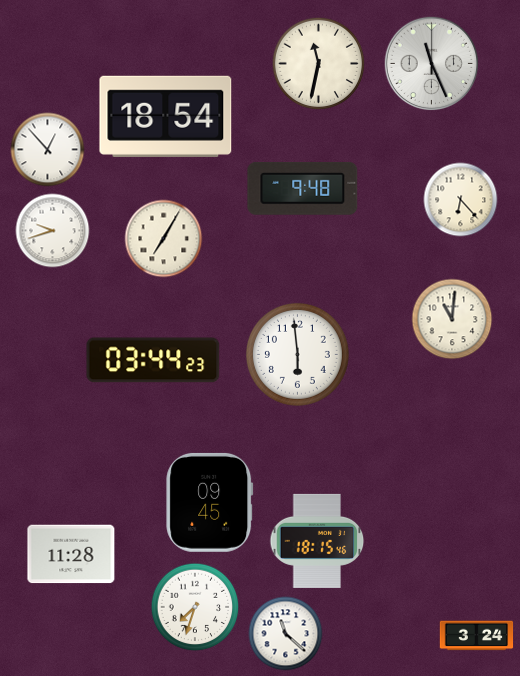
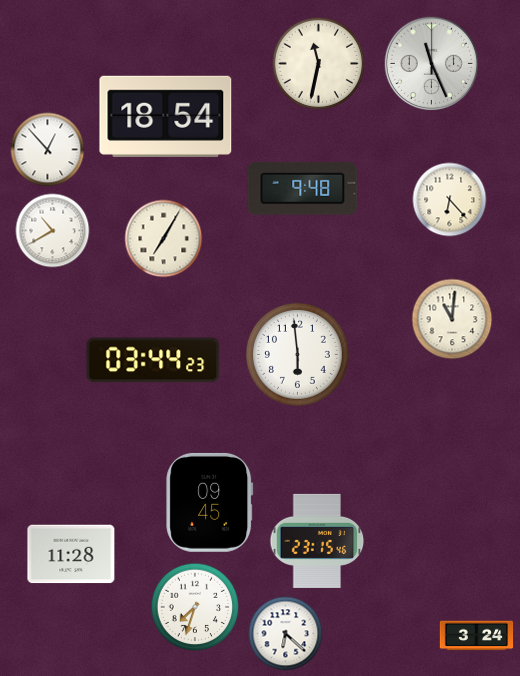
clock at (461, 200) position: (461, 200) -> (450, 200)
clock at (53, 231): 9:42 -> 10:40
clock at (317, 541): 18:15 -> 23:15
clock at (286, 634): 11:22 -> 6:22
